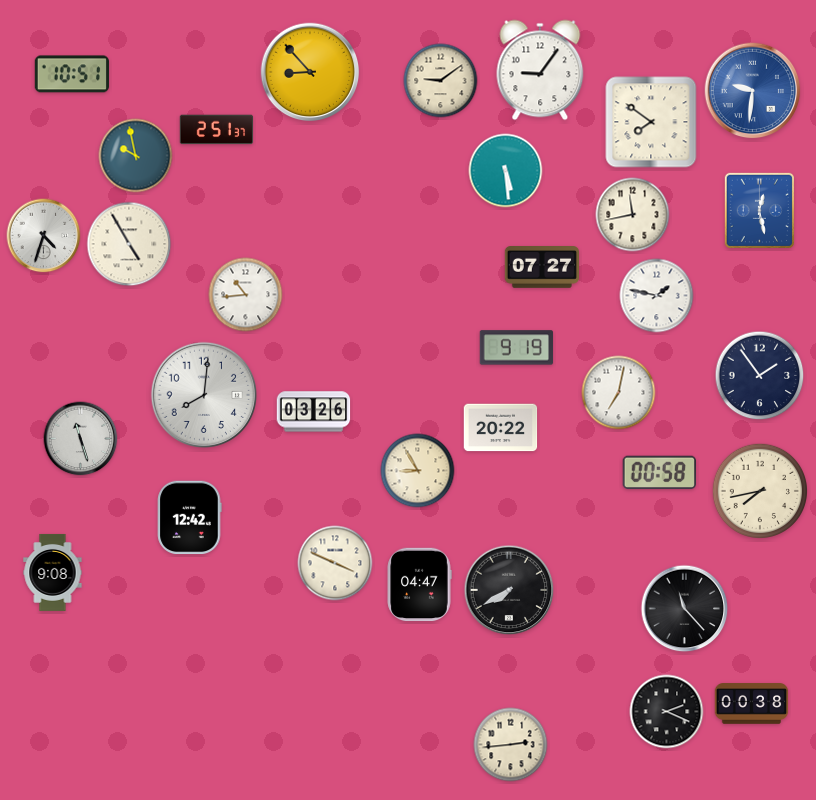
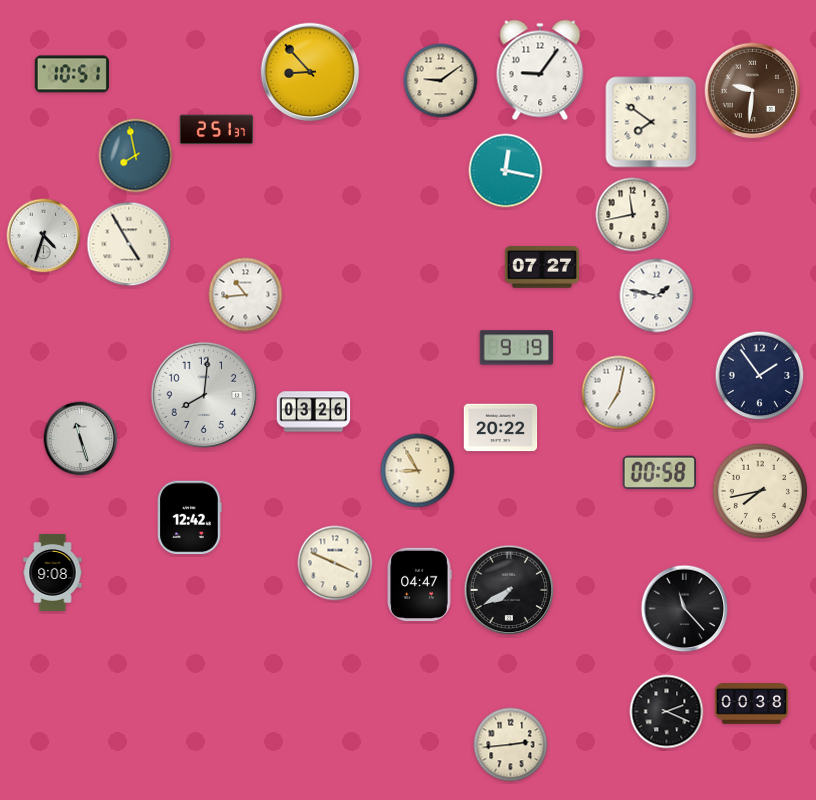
clock at (753, 91) dial: blue -> brown
clock at (136, 156): 9:58 -> 7:58
clock at (506, 171): 5:29 -> 12:17
clock at (759, 210): 12:28 -> none
